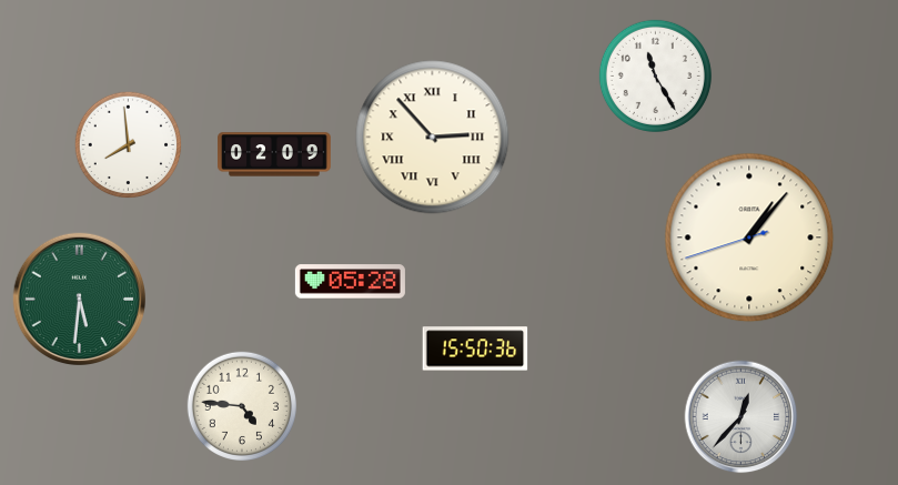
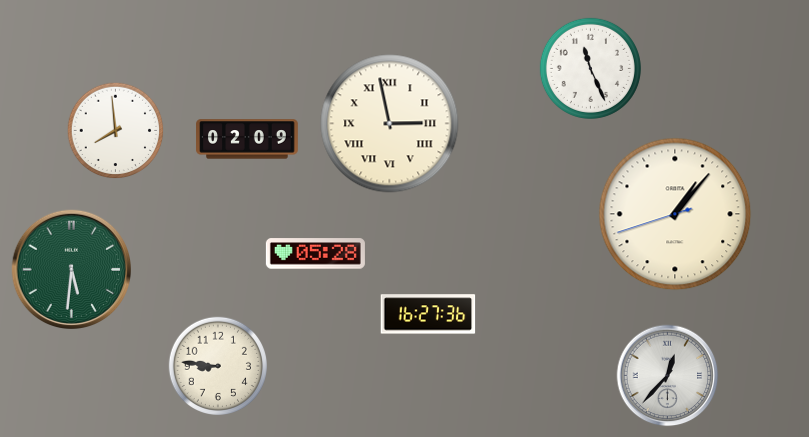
clock at (655, 75): 11:25 -> 11:26
clock at (433, 138): 2:53 -> 2:58
clock at (475, 348): 15:50 -> 16:27
clock at (241, 405): 4:46 -> 8:46
